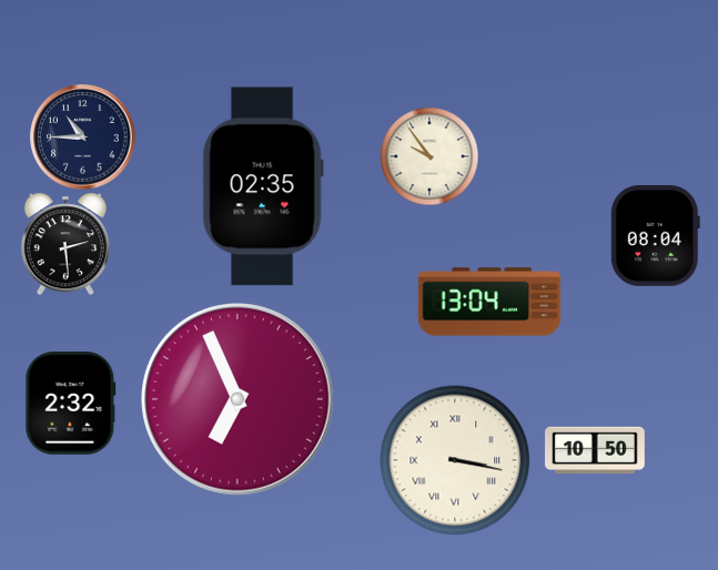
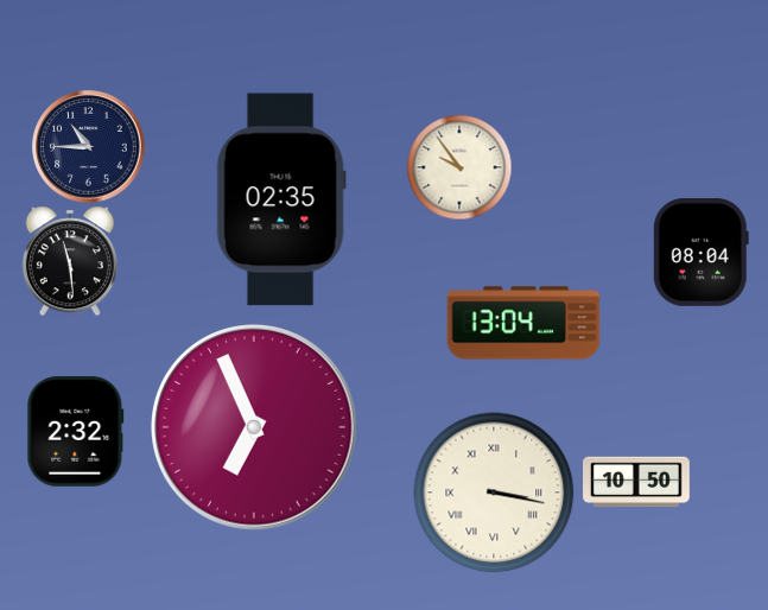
clock at (65, 244): 2:29 -> 11:29
clock at (455, 460) position: (455, 460) -> (494, 493)
